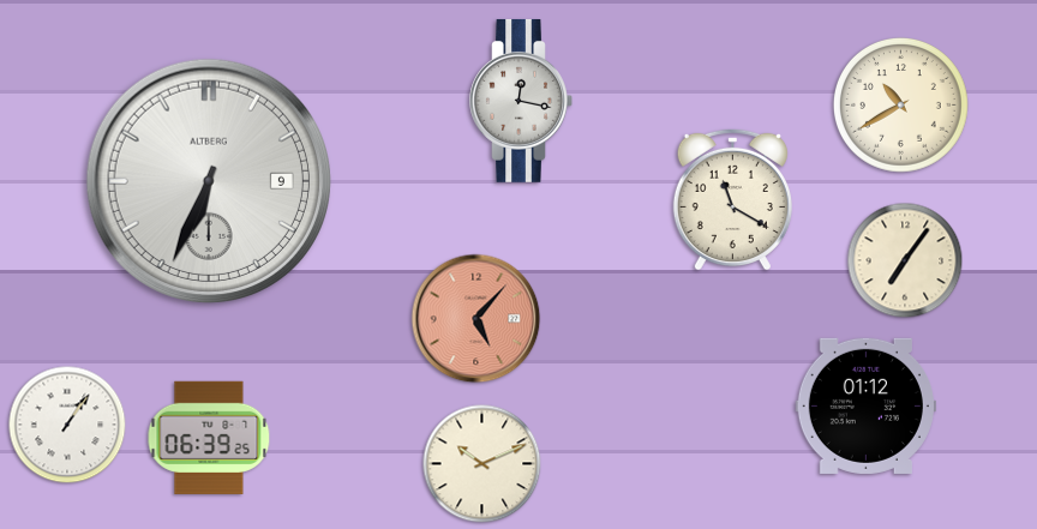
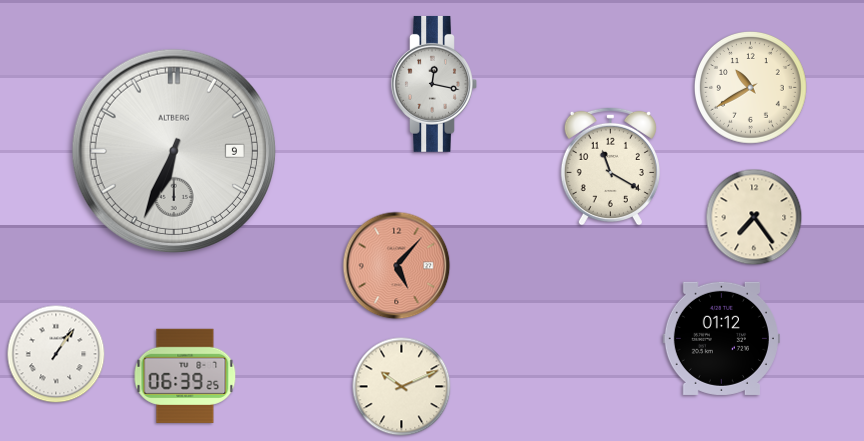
clock at (905, 260): 7:06 -> 7:24
clock at (209, 438) position: (209, 438) -> (185, 376)
